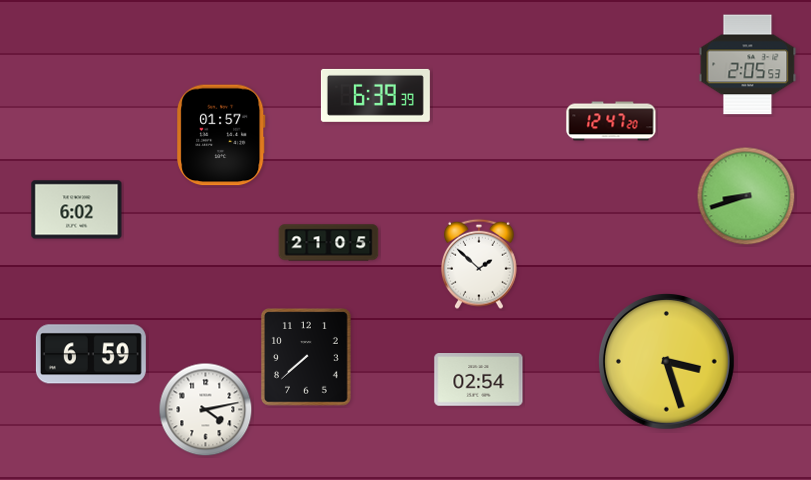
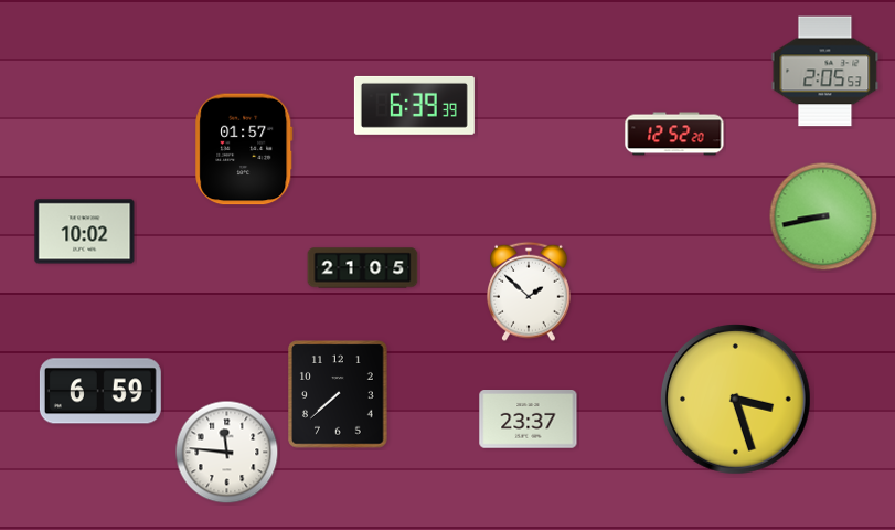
clock at (611, 121): 12:47 -> 12:52
clock at (746, 196): 8:42 -> 8:43
clock at (77, 210): 6:02 -> 10:02
clock at (479, 380): 02:54 -> 23:37
clock at (206, 410): 4:13 -> 11:46
